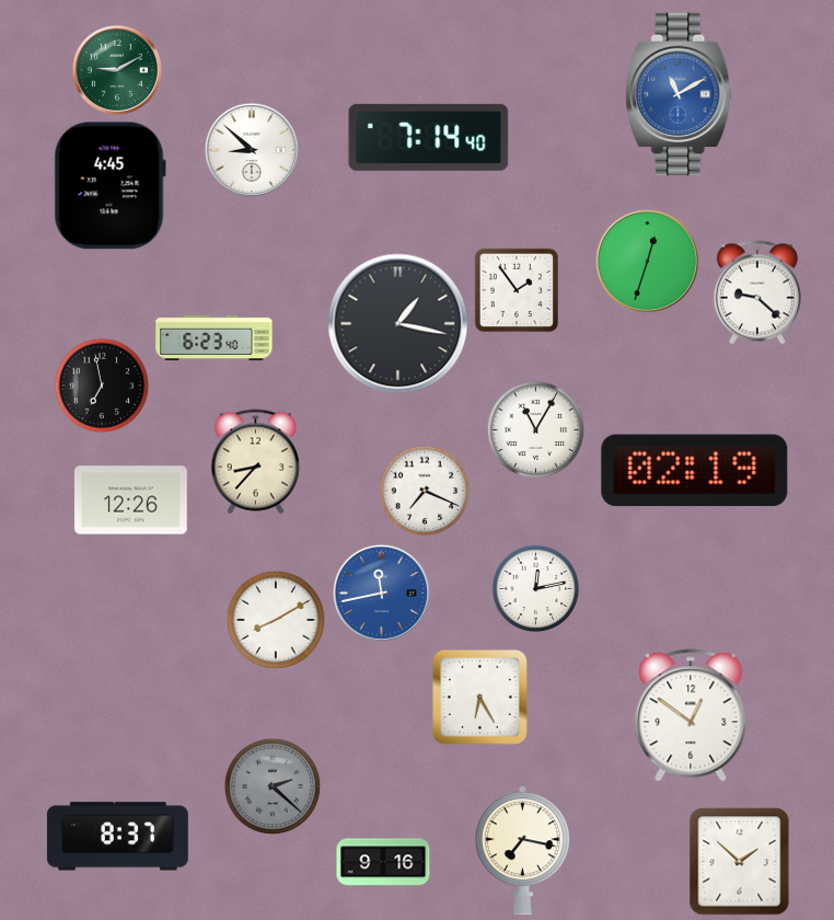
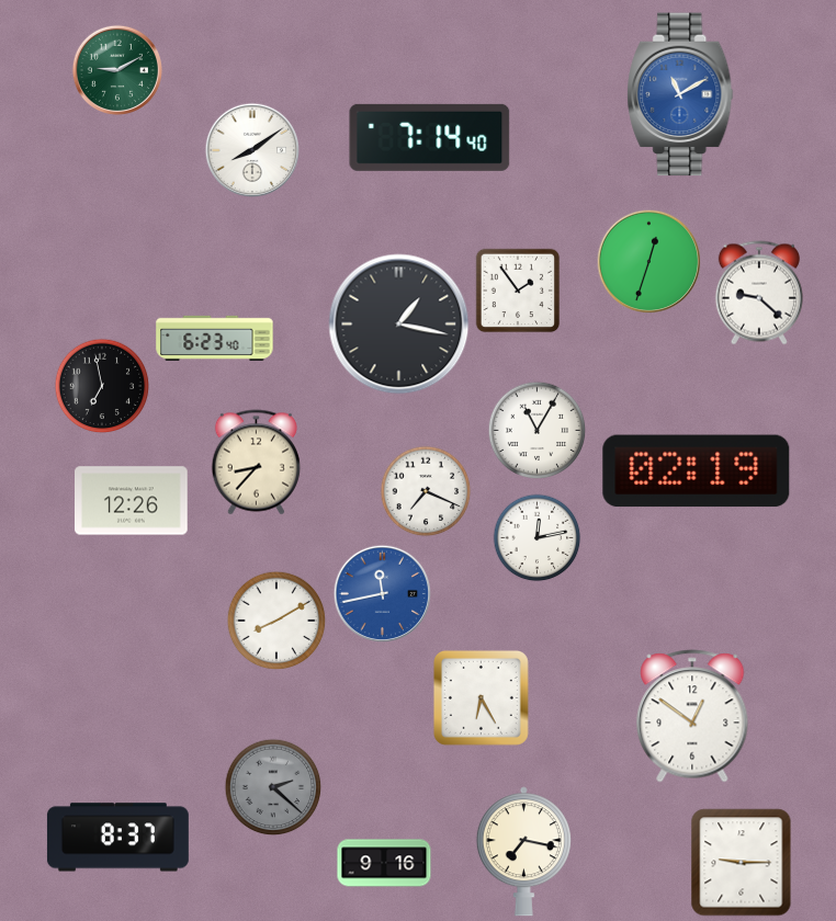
clock at (251, 149): 8:52 -> 8:09
clock at (109, 186): 4:45 -> none
clock at (536, 589) position: (536, 589) -> (538, 538)
clock at (740, 862): 1:52 -> 9:15
